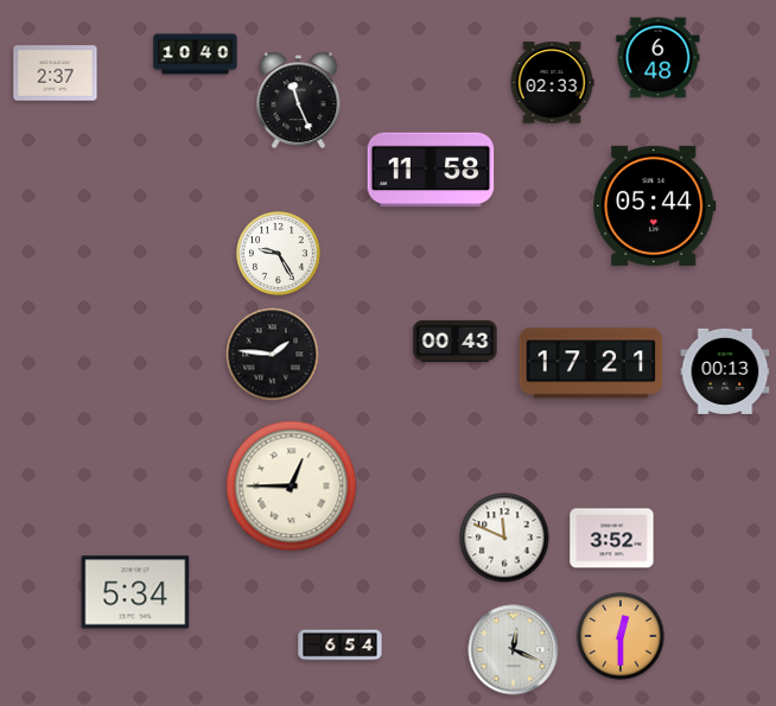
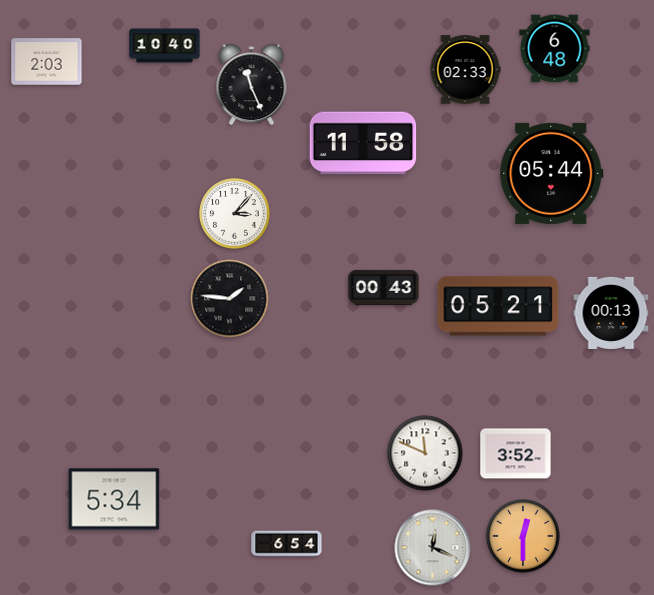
clock at (56, 74): 2:37 -> 2:03
clock at (279, 254): 9:25 -> 3:07
clock at (591, 363): 17:21 -> 05:21
clock at (292, 486): 12:45 -> none
